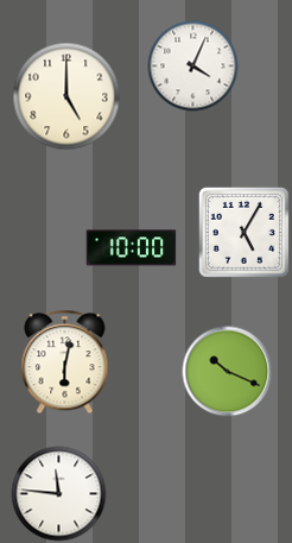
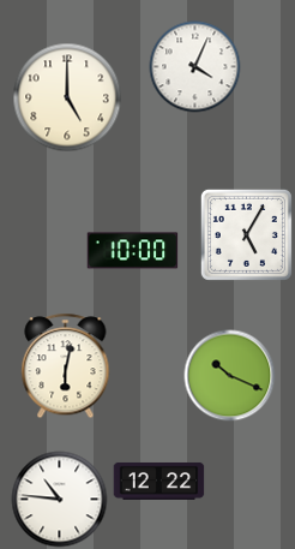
clock at (159, 481): none -> 12:22
clock at (59, 494): 11:46 -> 10:46
